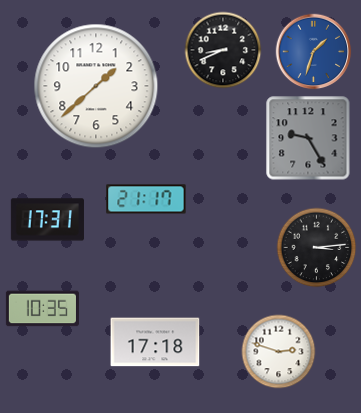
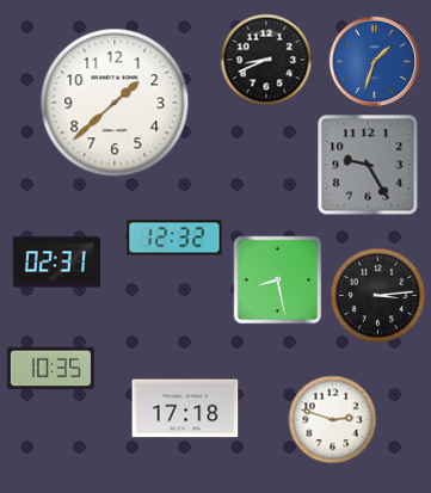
clock at (146, 199): 21:17 -> 12:32
clock at (47, 220): 17:31 -> 02:31
clock at (278, 281): none -> 8:28
